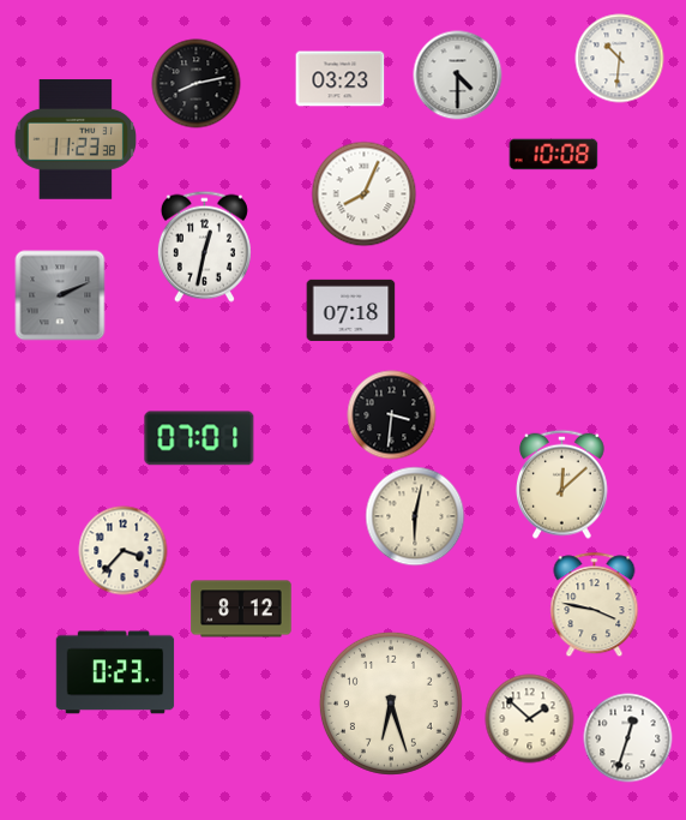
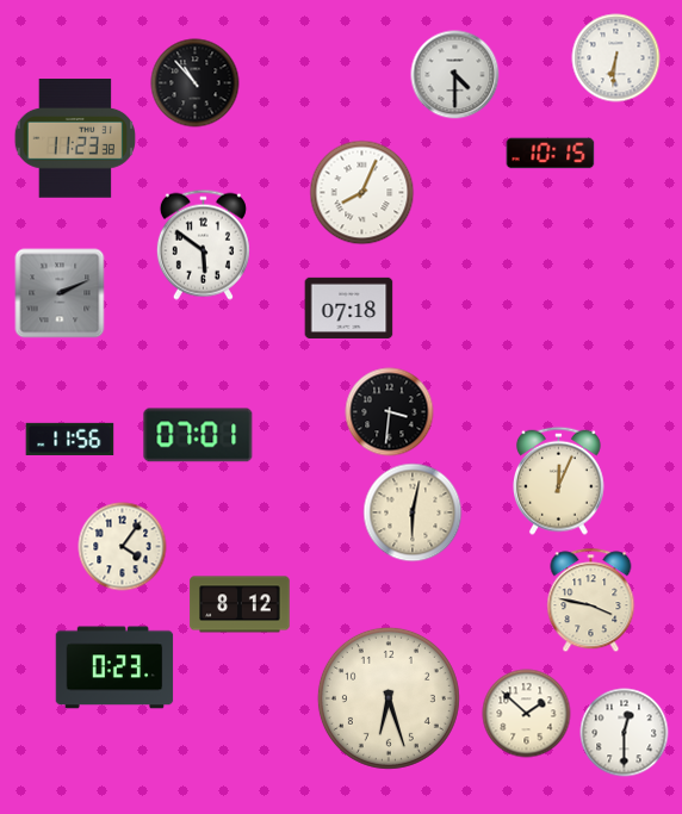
clock at (620, 59): 10:31 -> 6:31
clock at (341, 79): 03:23 -> none
clock at (197, 84): 8:13 -> 10:53
clock at (554, 155): 10:08 -> 10:15
clock at (204, 246): 12:32 -> 5:51
clock at (70, 439): none -> 11:56
clock at (562, 484): 12:08 -> 12:04
clock at (124, 551): 3:37 -> 4:06
clock at (628, 738): 12:33 -> 12:30
